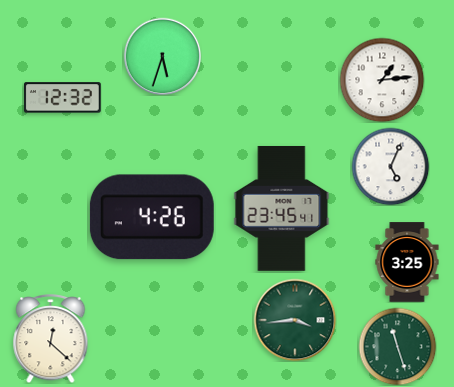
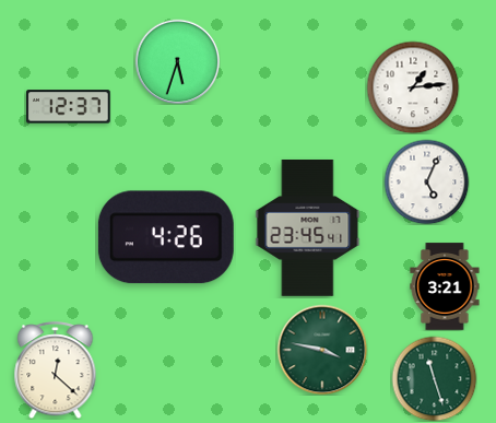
clock at (382, 80) position: (382, 80) -> (413, 87)
clock at (62, 98): 12:32 -> 12:37
clock at (407, 262): 3:25 -> 3:21
clock at (295, 320): 3:44 -> 3:47
